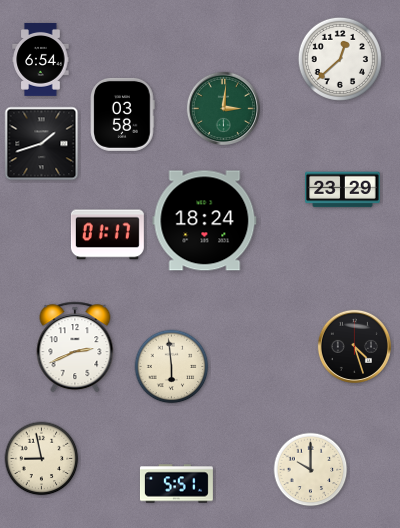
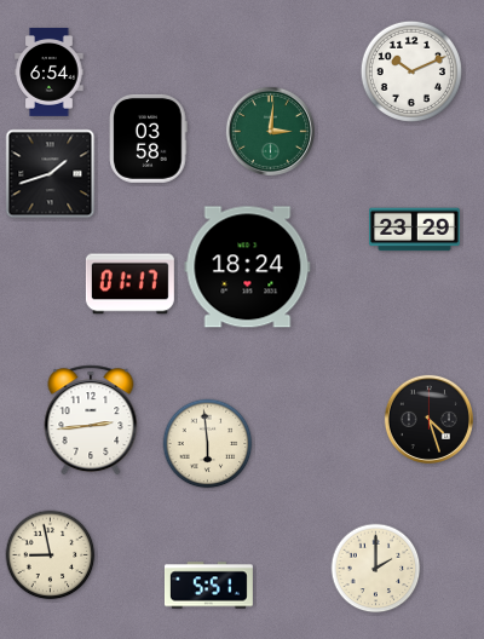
clock at (340, 59): 12:38 -> 10:11
clock at (75, 347): 2:41 -> 2:44
clock at (311, 470): 10:00 -> 2:00
clock at (176, 484) position: (176, 484) -> (208, 586)
